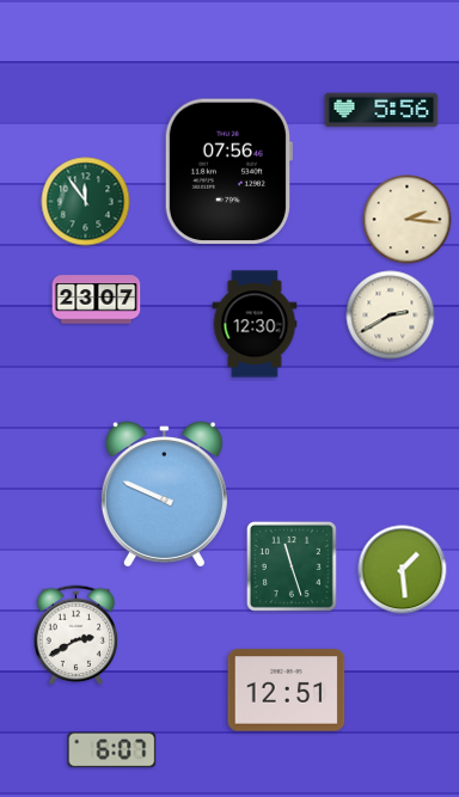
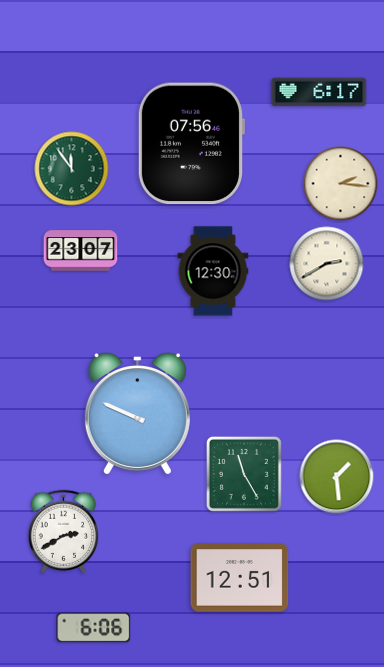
clock at (381, 110): 5:56 -> 6:17
clock at (292, 566): 11:27 -> 11:25
clock at (112, 750): 6:07 -> 6:06
